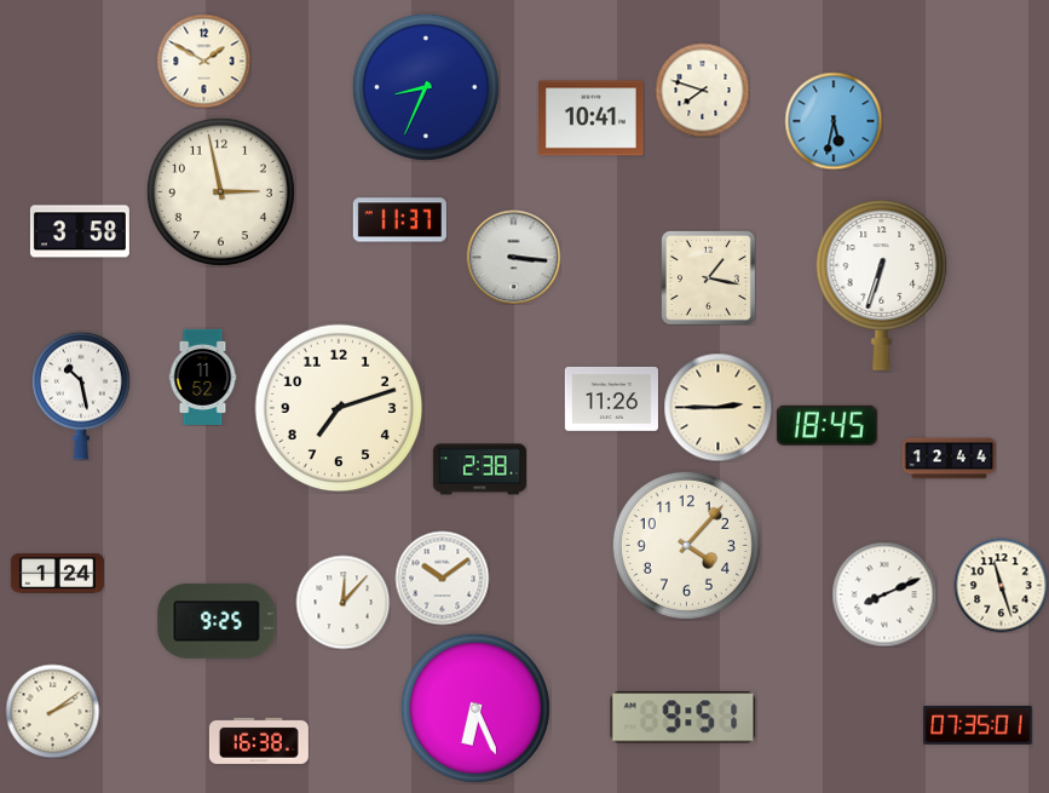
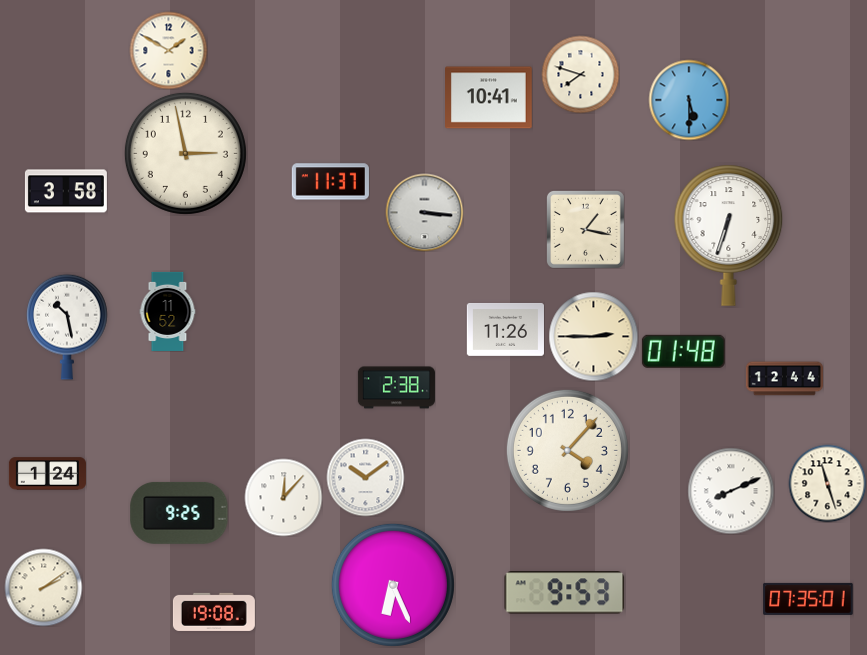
clock at (426, 87): 8:34 -> none
clock at (834, 121): 5:32 -> 5:30
clock at (220, 191) position: (220, 191) -> (185, 153)
clock at (339, 408): 7:12 -> none
clock at (826, 425): 18:45 -> 01:48
clock at (684, 718): 9:51 -> 9:53
clock at (259, 741): 16:38 -> 19:08
